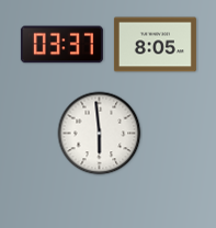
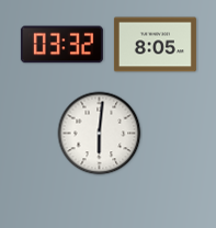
clock at (61, 45): 03:37 -> 03:32
clock at (100, 134): 5:59 -> 6:01
